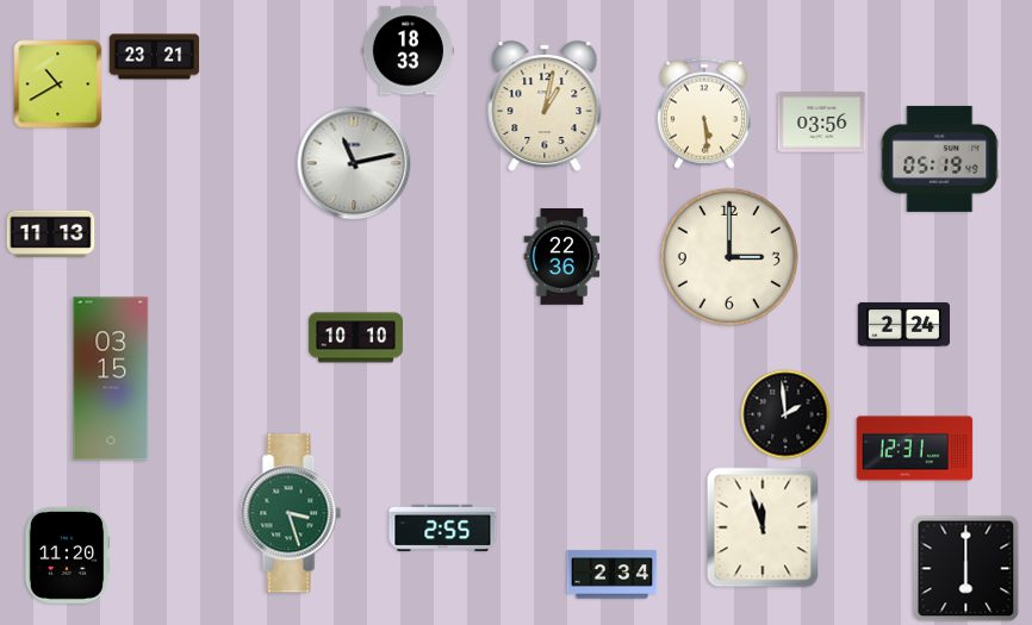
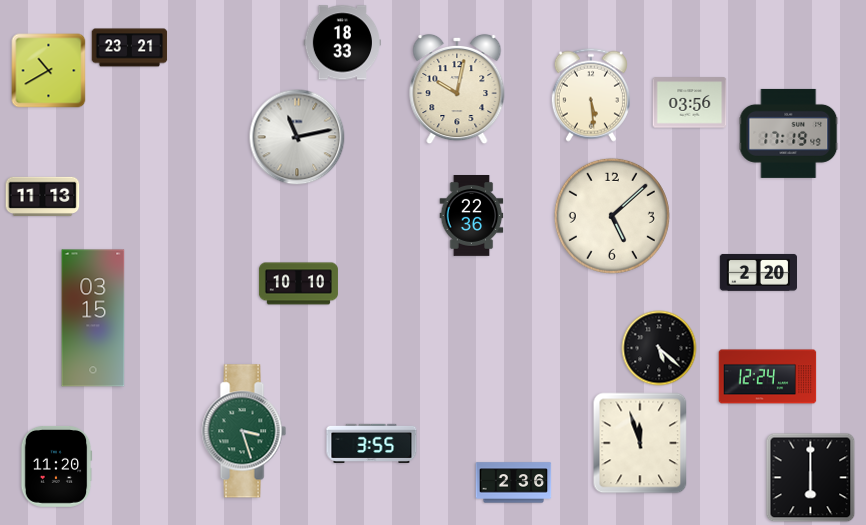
clock at (545, 106): 1:02 -> 10:02
clock at (940, 158): 05:19 -> 17:19
clock at (729, 257): 3:00 -> 5:08
clock at (903, 324): 2:24 -> 2:20
clock at (785, 414): 1:59 -> 5:22
clock at (915, 449): 12:31 -> 12:24
clock at (443, 527): 2:55 -> 3:55
clock at (613, 575): 2:34 -> 2:36
